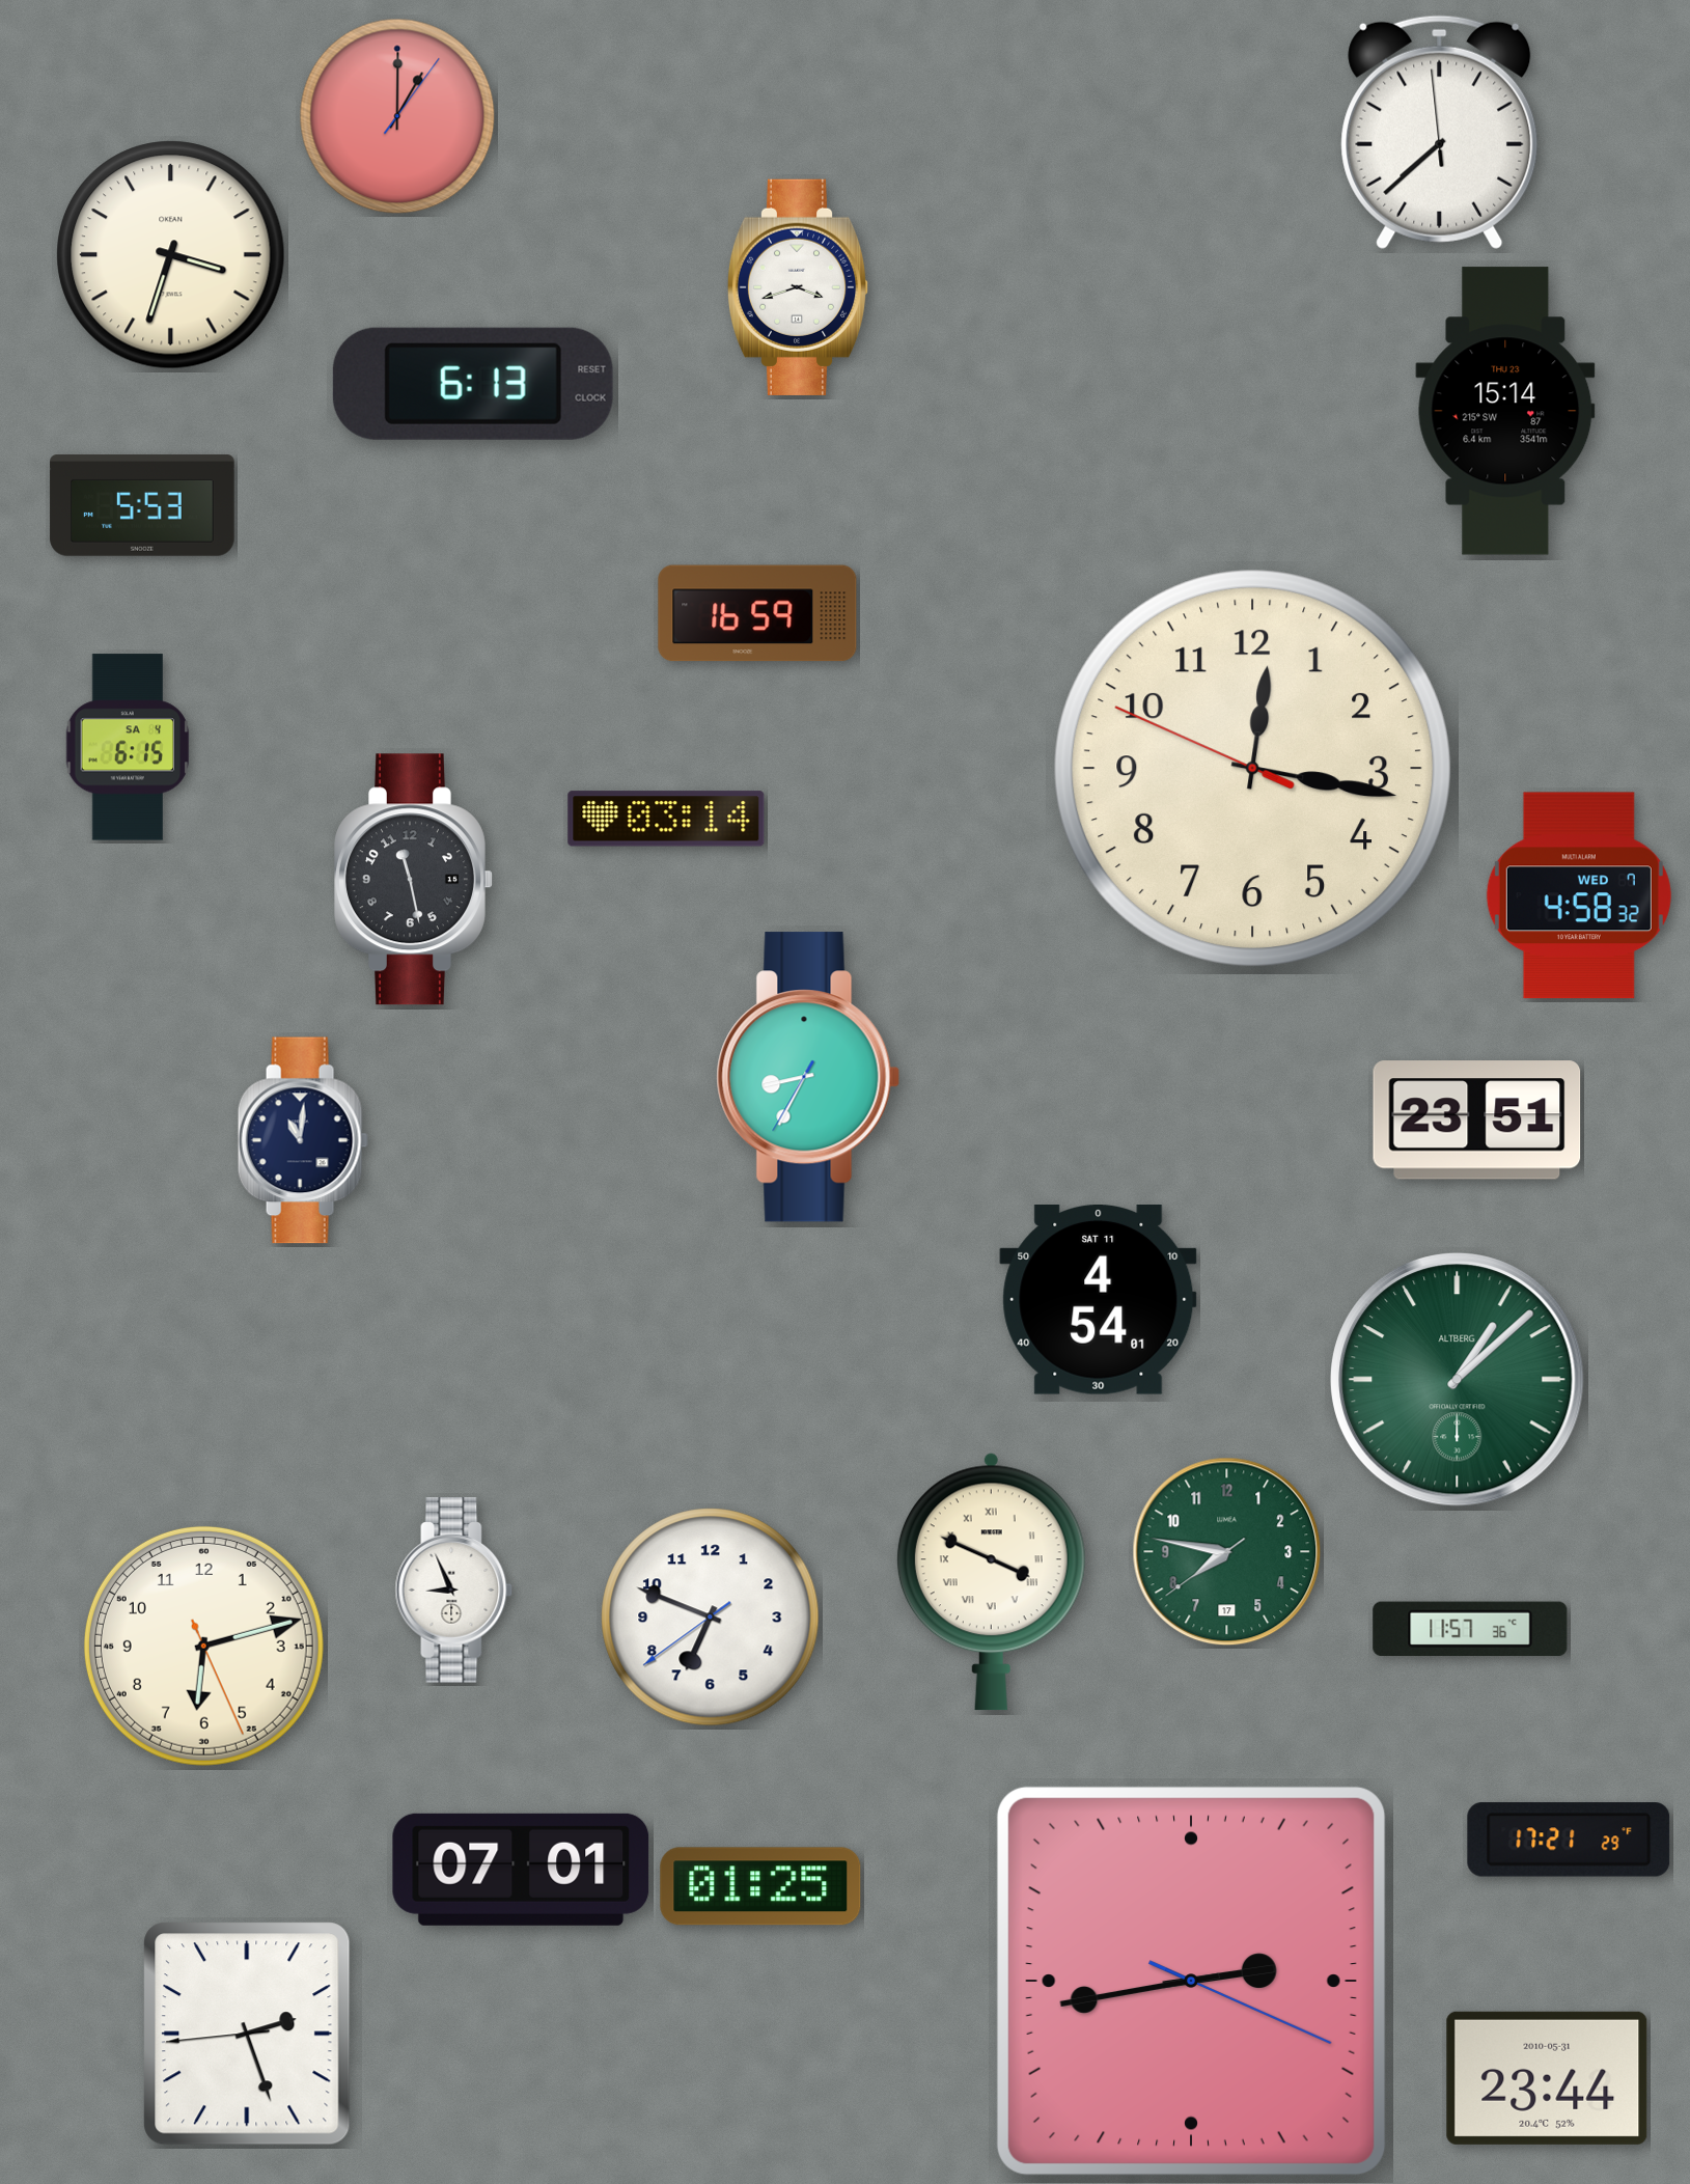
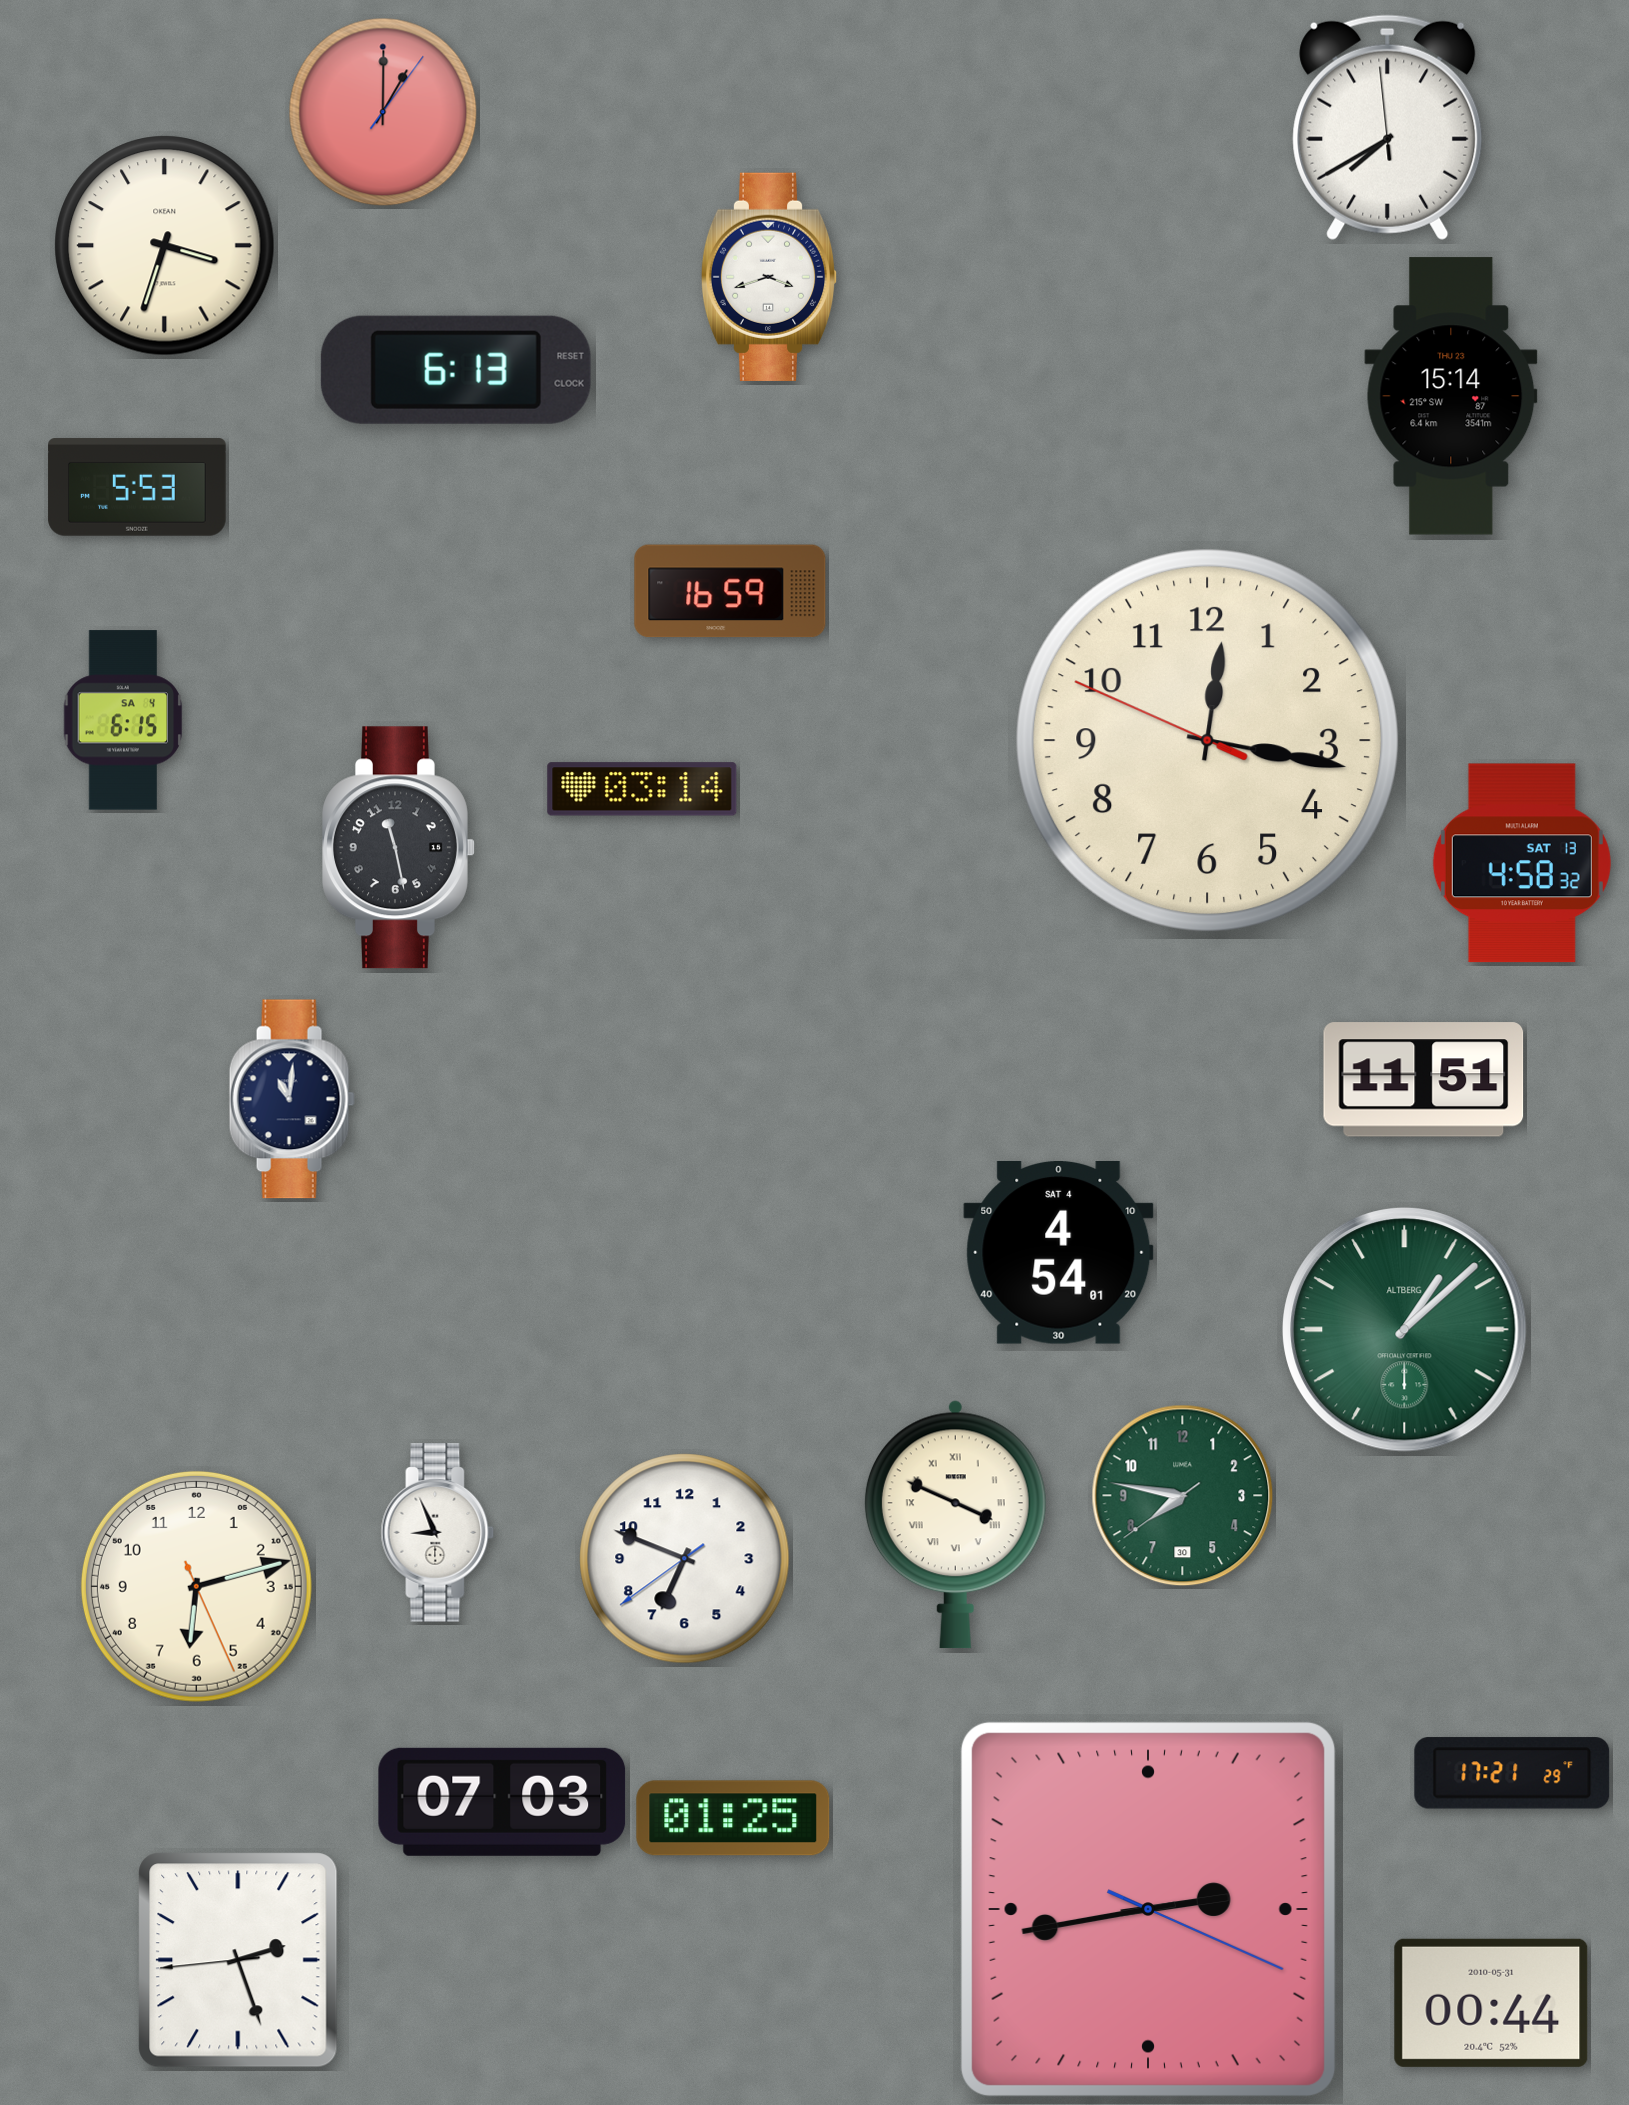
clock at (1440, 132): 7:37 -> 7:39
clock at (1579, 895) date: WED 7 -> SAT 13
clock at (808, 1077): 8:34 -> none
clock at (1477, 1121): 23:51 -> 11:51
clock at (1099, 1300) date: SAT 11 -> SAT 4
clock at (1227, 1552) date: 17 -> 30
clock at (1470, 1628): 11:57 -> none
clock at (521, 1870): 07:01 -> 07:03
clock at (1547, 2078): 23:44 -> 00:44
